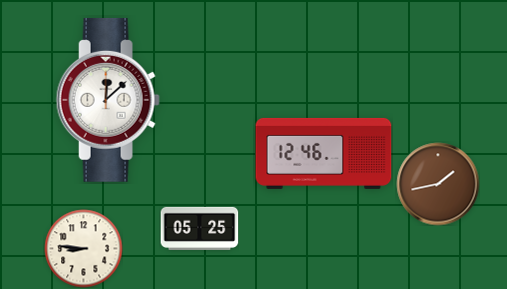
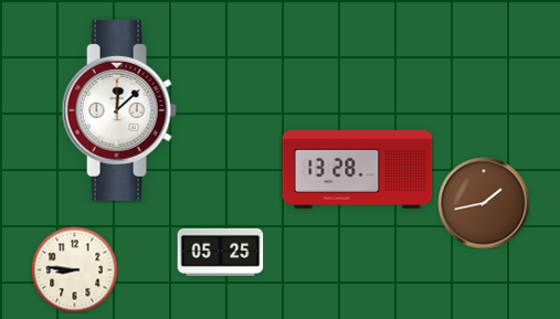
clock at (324, 153): 12:46 -> 13:28
clock at (83, 248) position: (83, 248) -> (74, 269)
